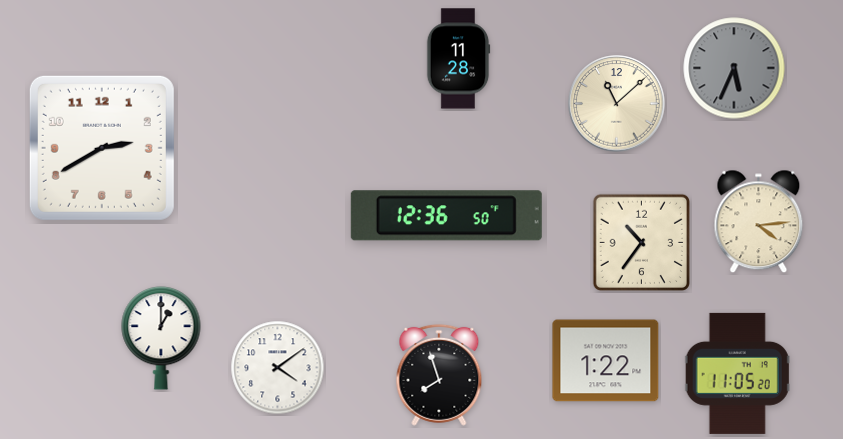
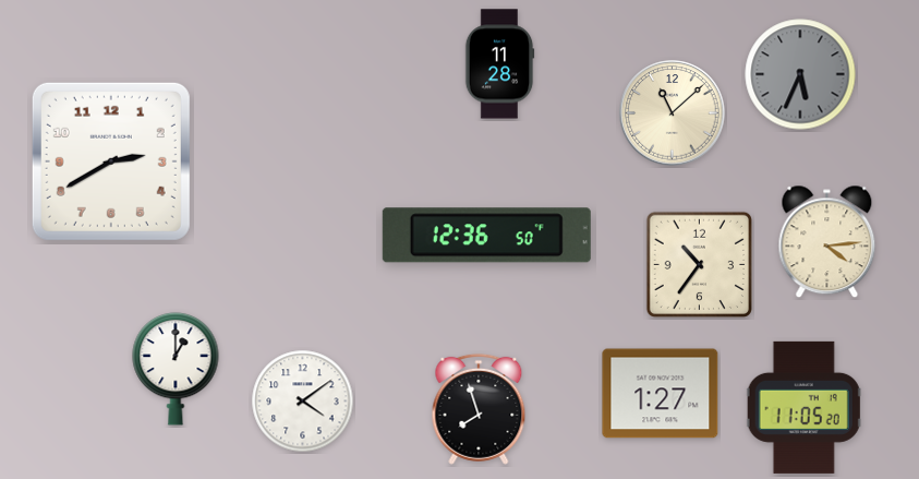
clock at (606, 361): 1:22 -> 1:27
